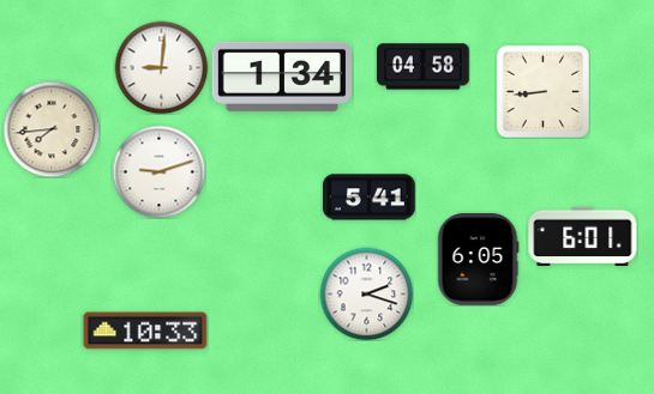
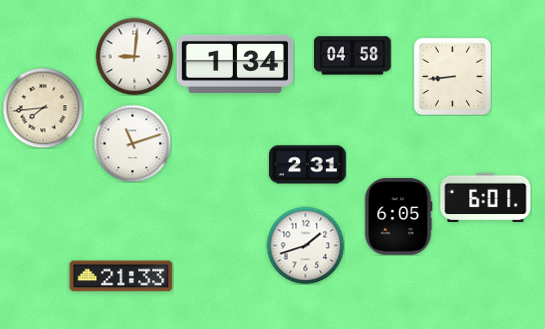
clock at (158, 171): 9:12 -> 11:12
clock at (370, 198): 5:41 -> 2:31
clock at (366, 293): 2:18 -> 1:42
clock at (145, 331): 10:33 -> 21:33
